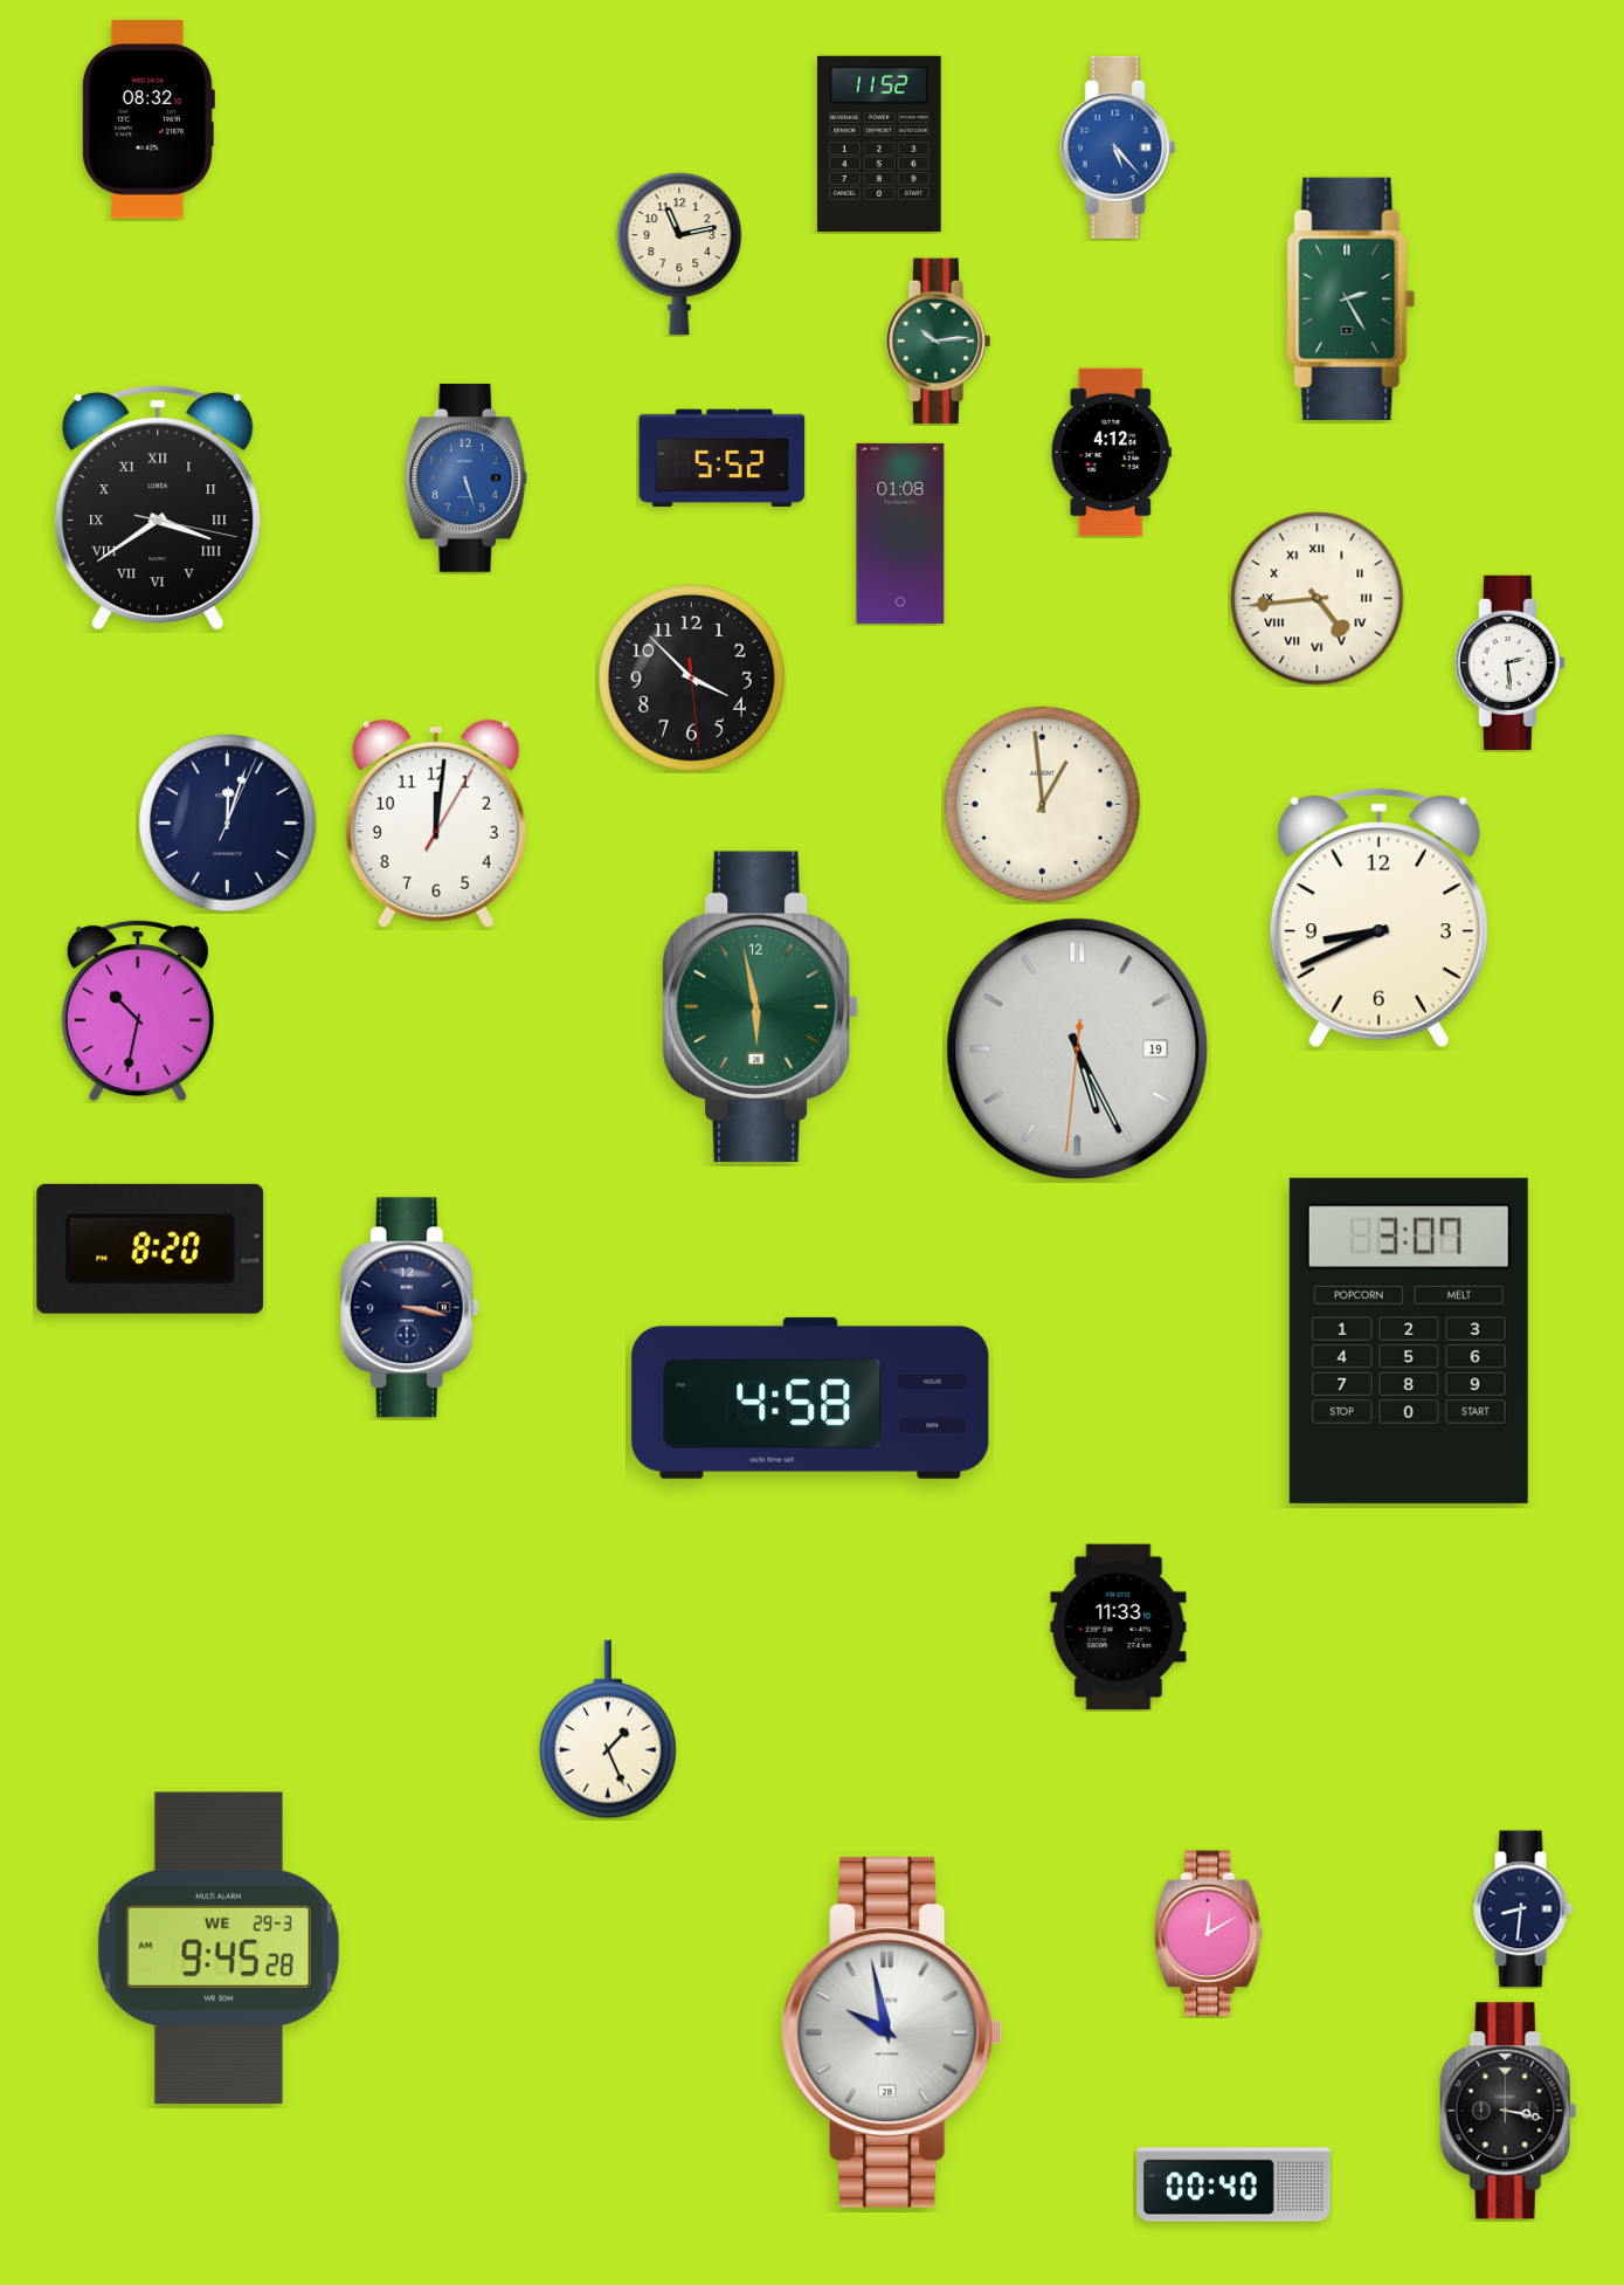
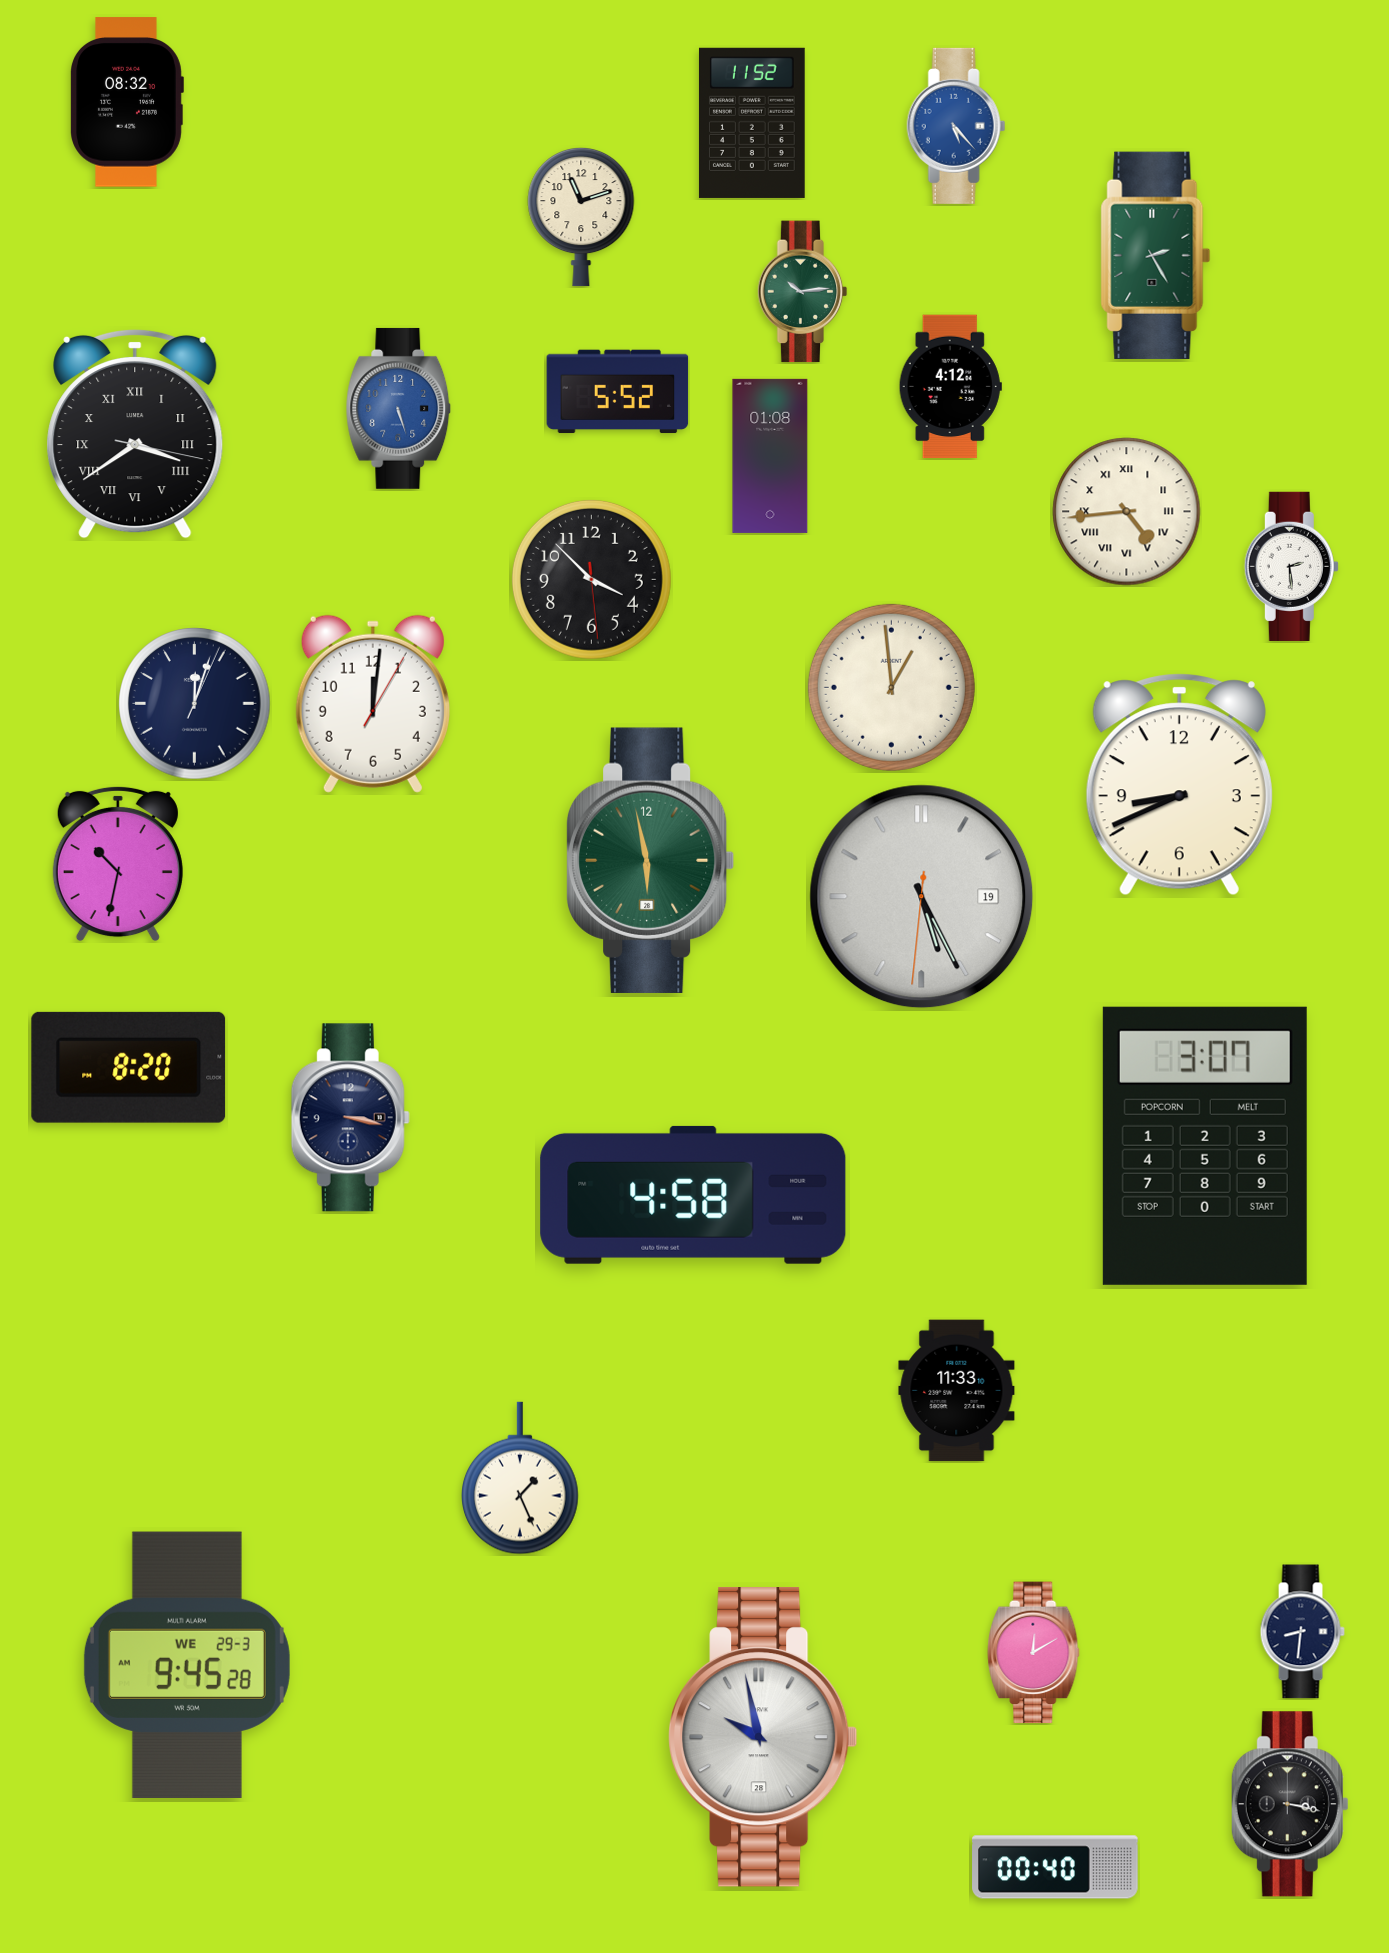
clock at (679, 254): 11:13 -> 11:12
